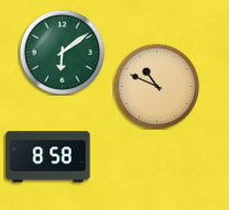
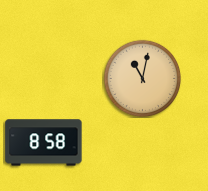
clock at (62, 52): 6:09 -> none
clock at (156, 86): 10:49 -> 11:02
